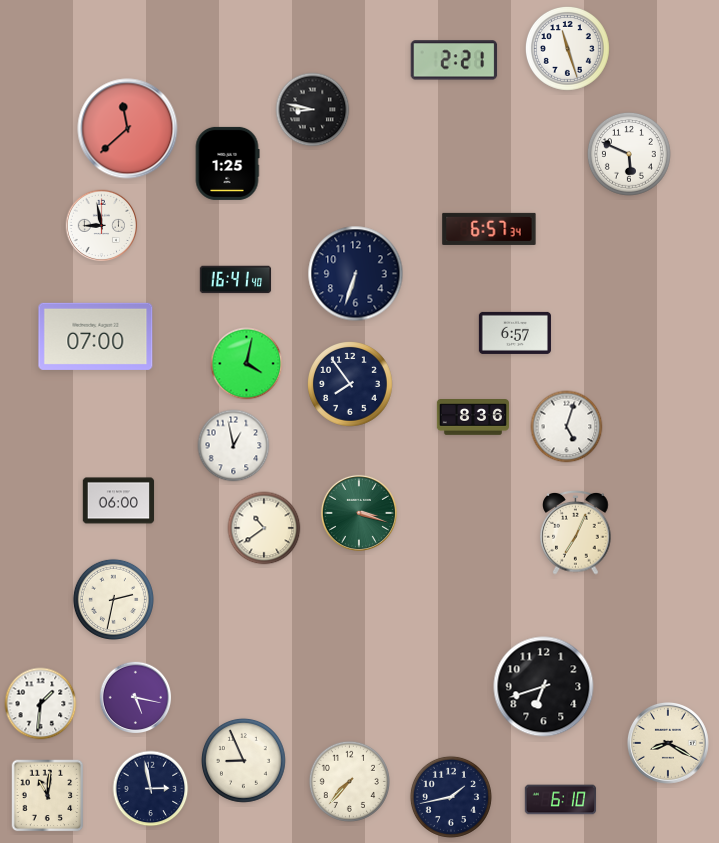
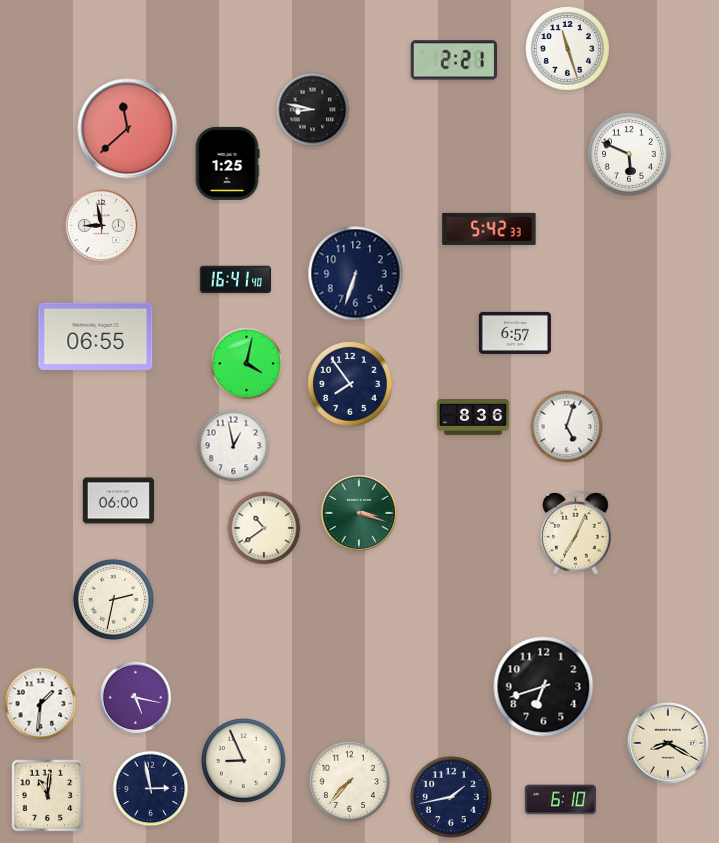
clock at (489, 229): 6:57 -> 5:42
clock at (96, 336): 07:00 -> 06:55
